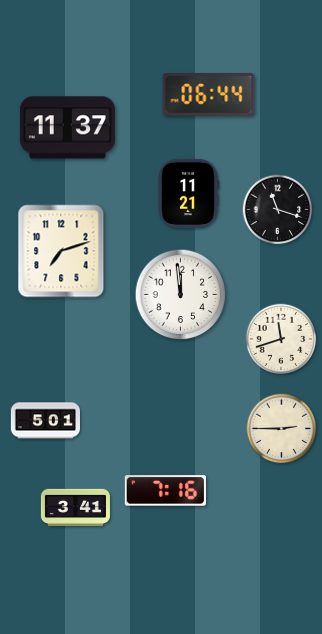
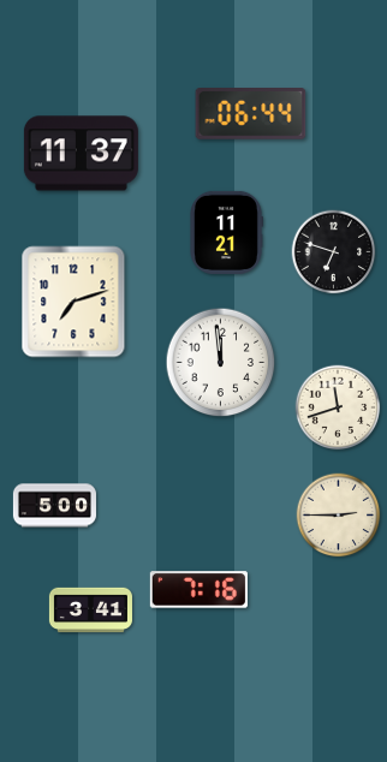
clock at (278, 210): 11:18 -> 6:48
clock at (181, 295) position: (181, 295) -> (221, 363)
clock at (45, 421): 5:01 -> 5:00
